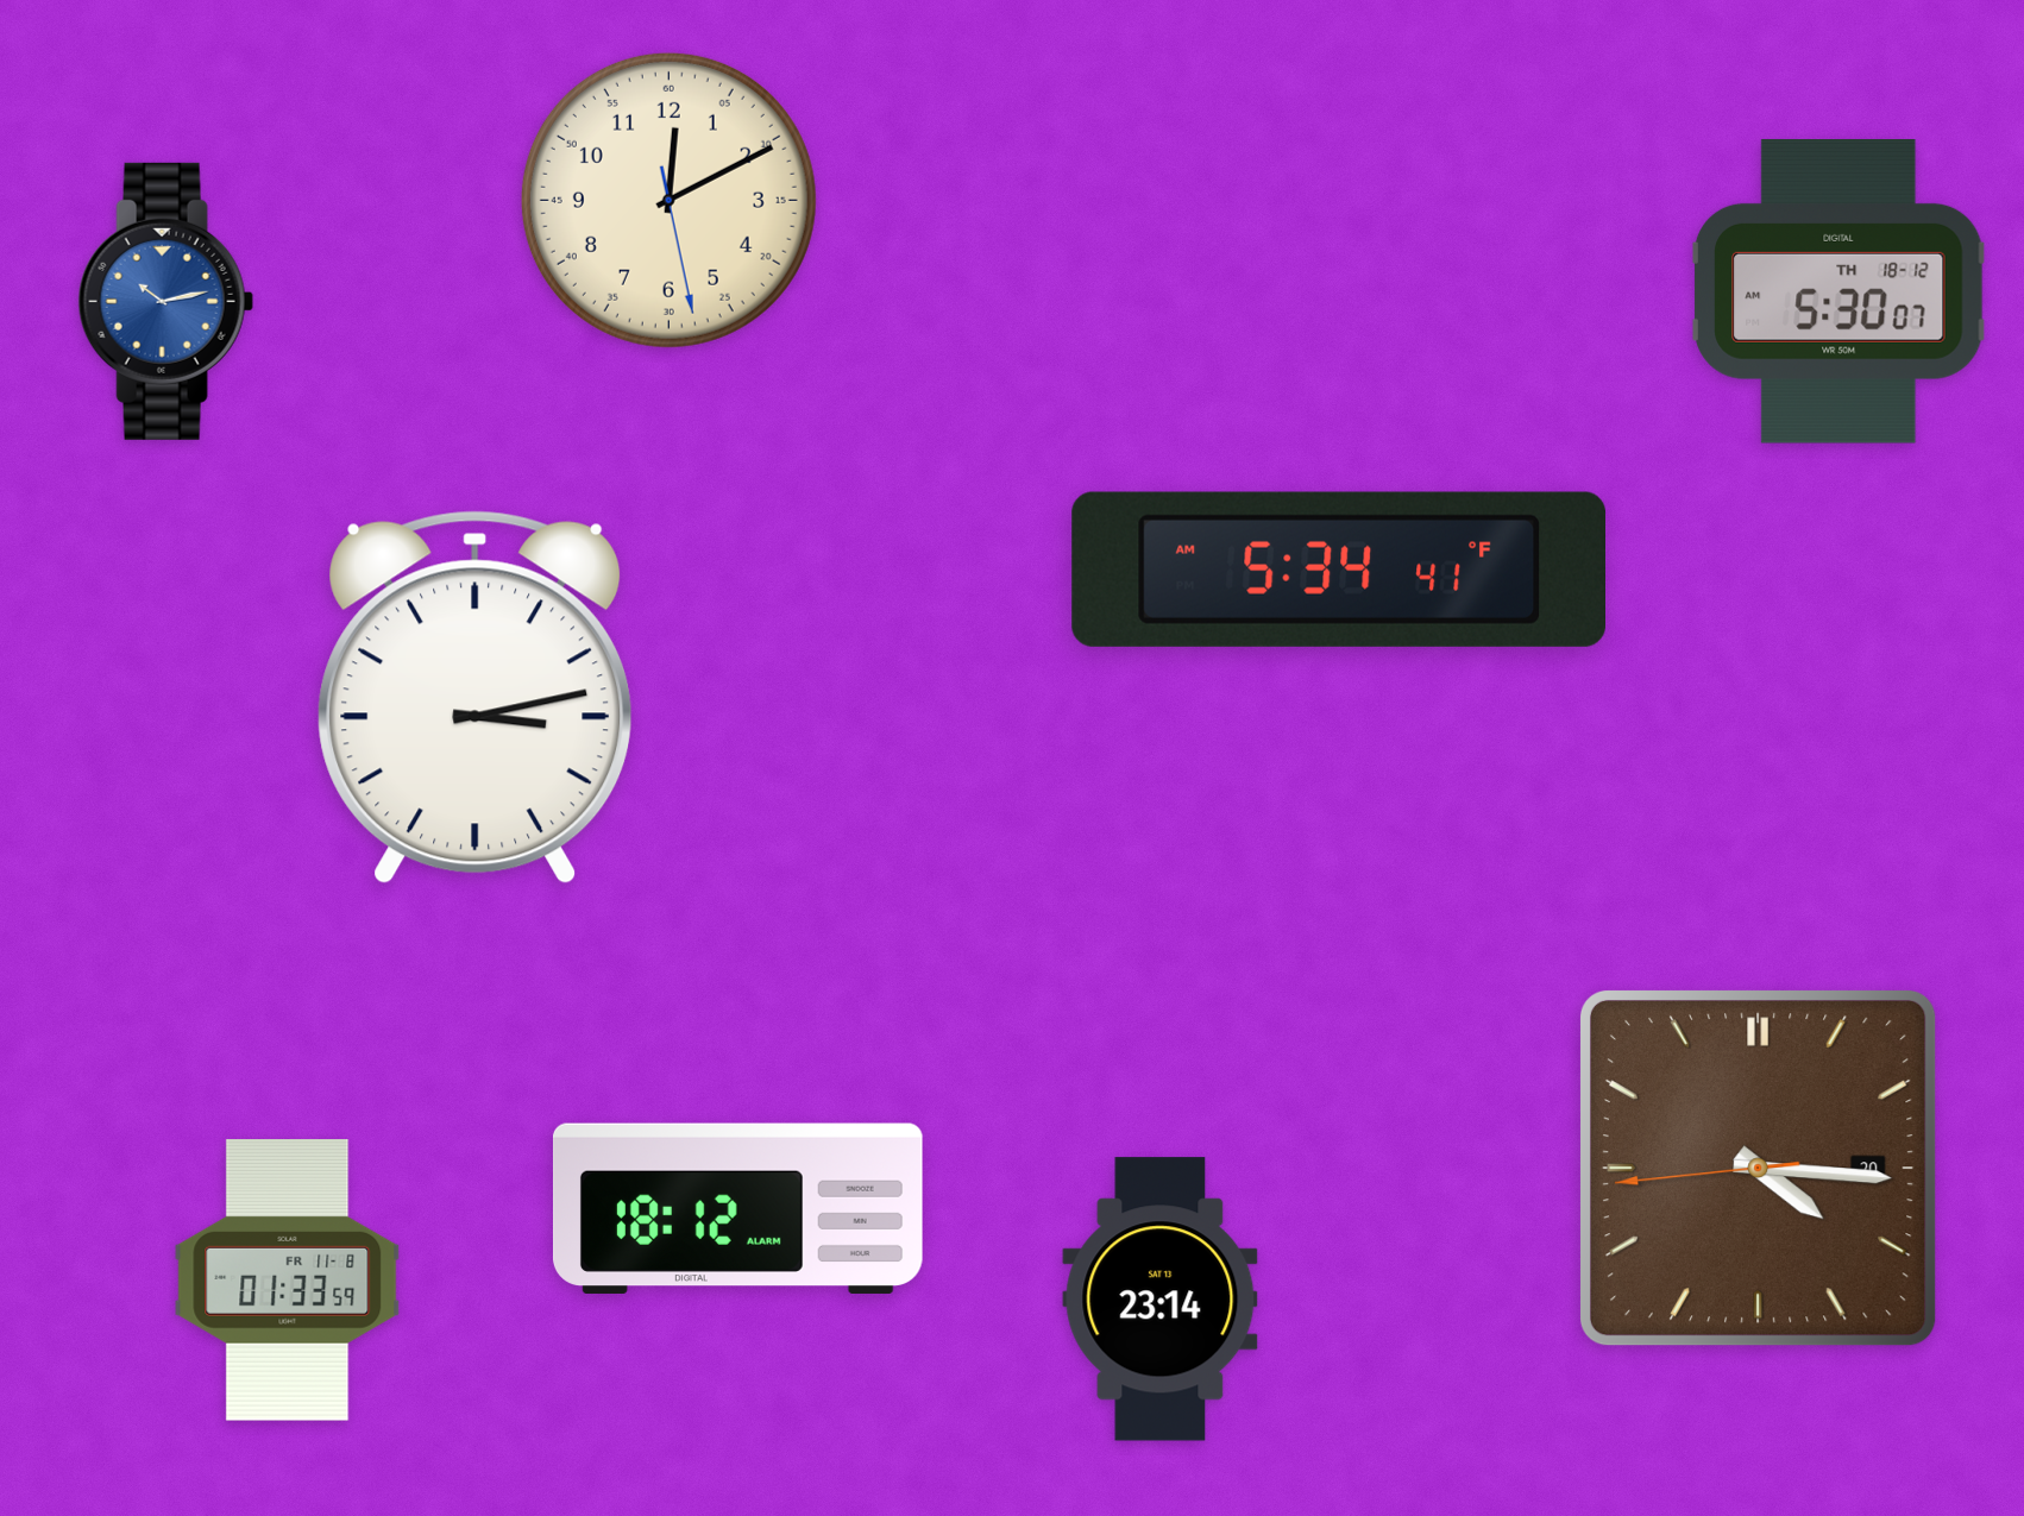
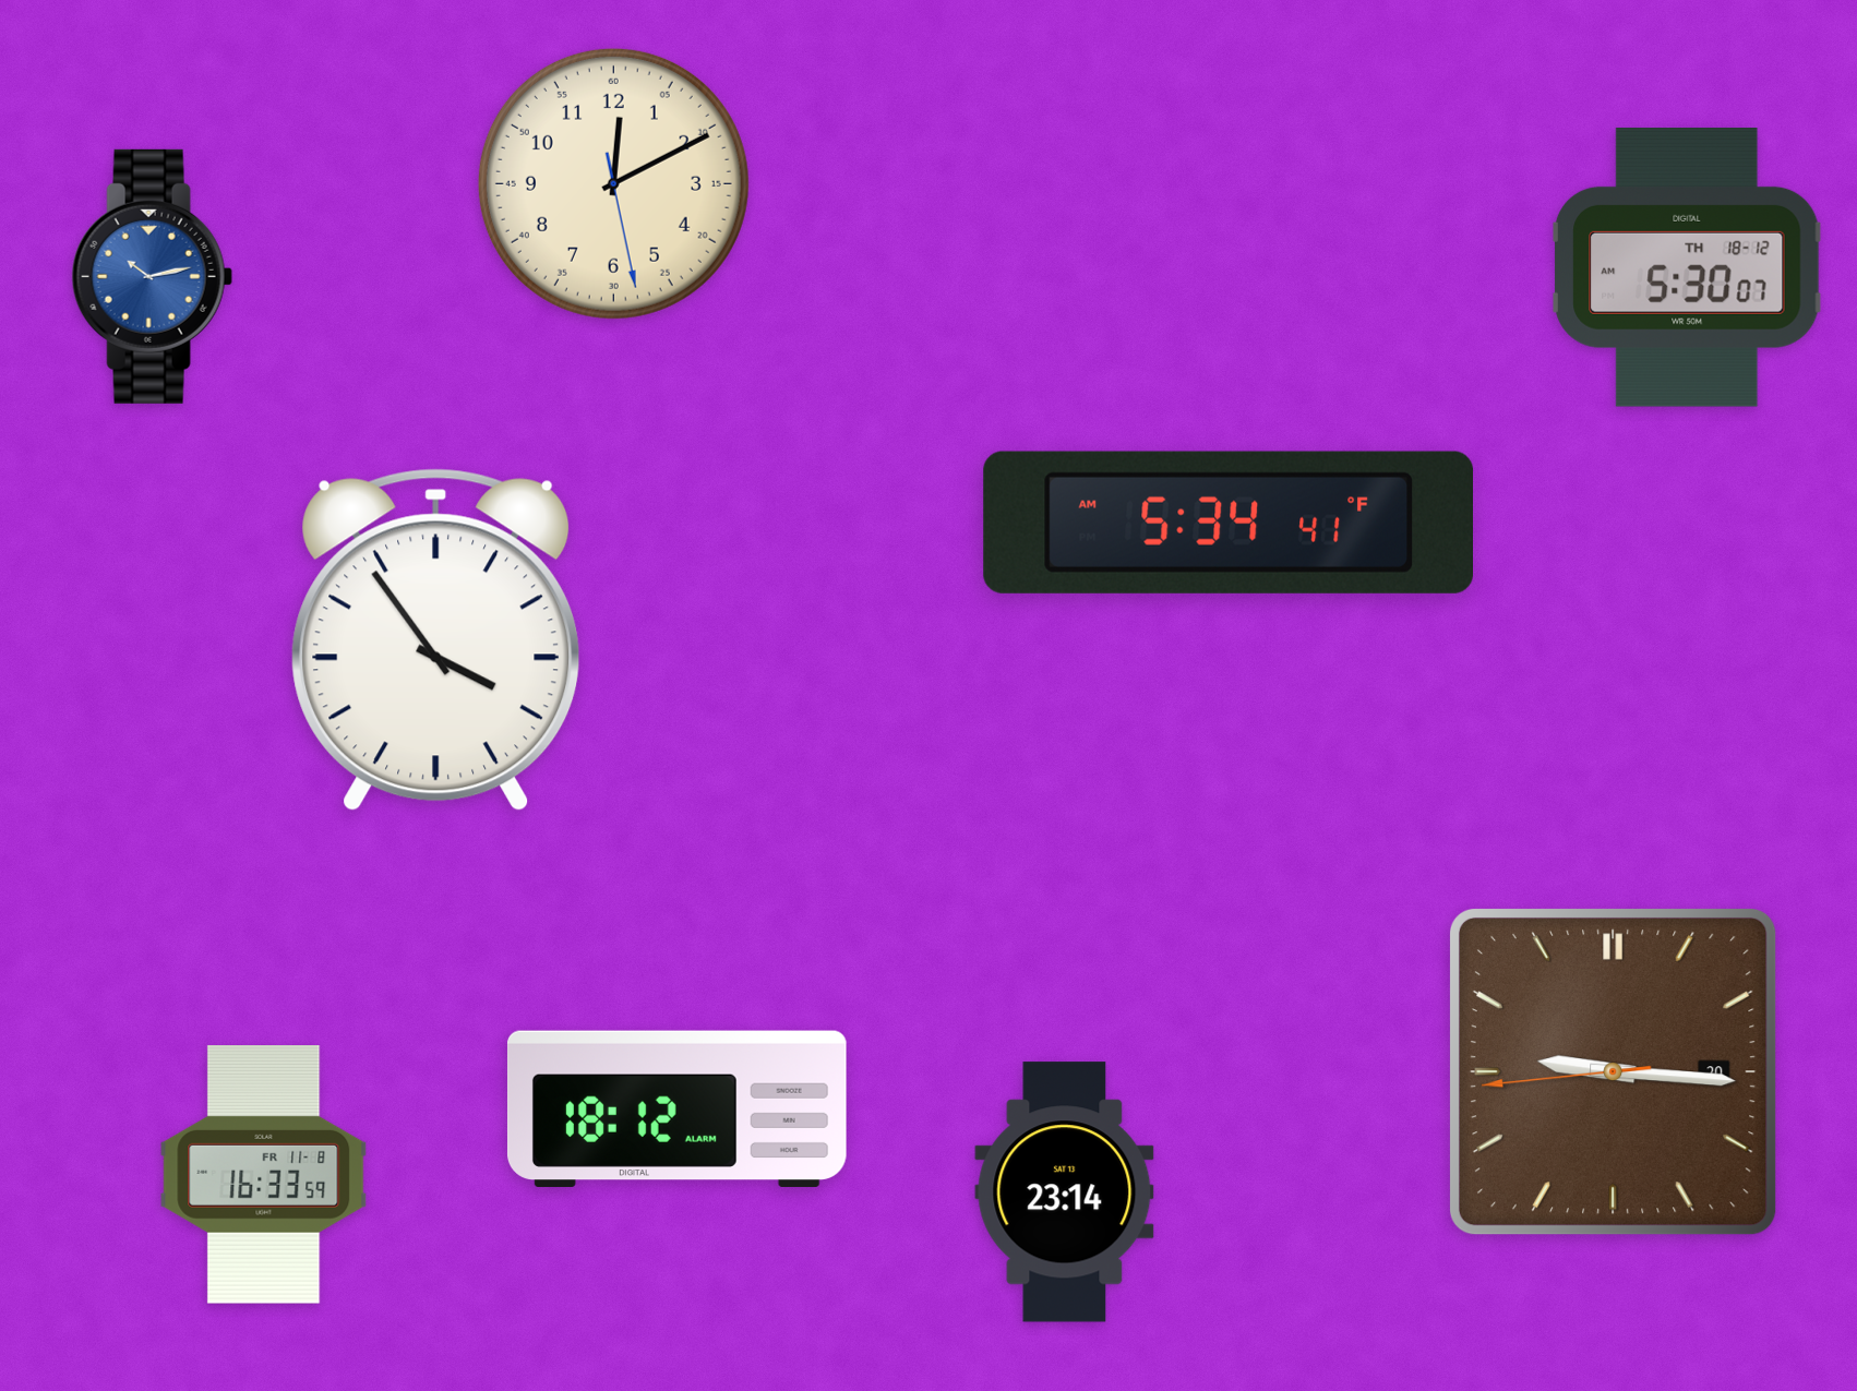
clock at (476, 698): 3:13 -> 3:54
clock at (1758, 1168): 4:15 -> 9:15
clock at (288, 1281): 01:33 -> 16:33
